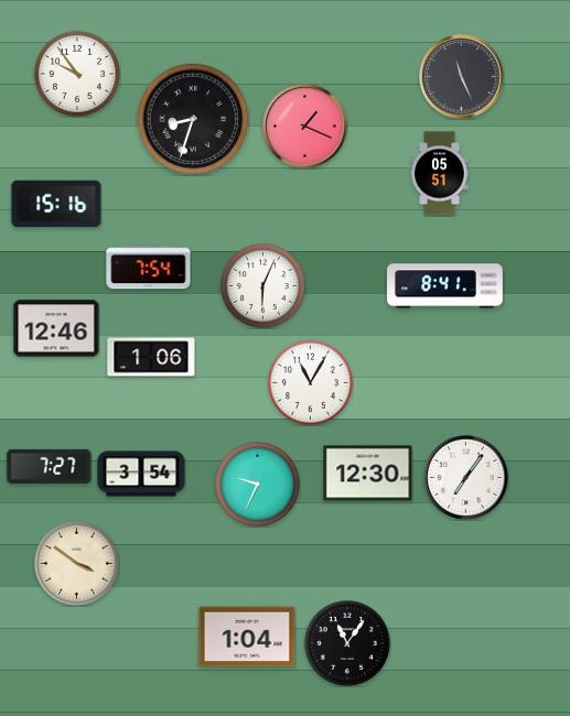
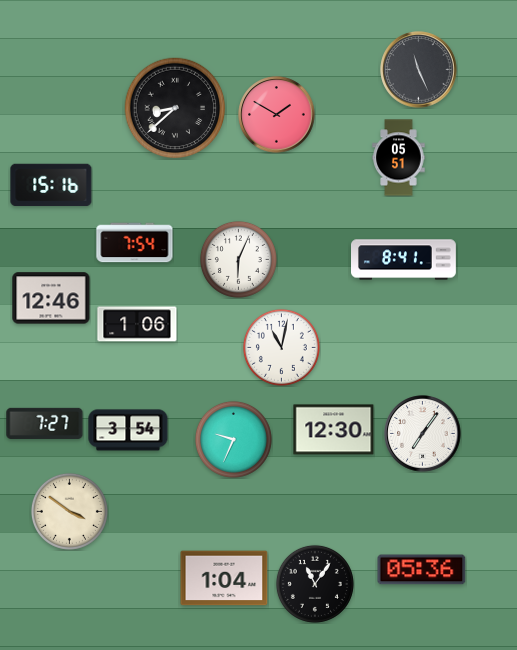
clock at (77, 74): 9:54 -> none
clock at (193, 119): 8:33 -> 8:38
clock at (305, 127): 1:19 -> 1:50
clock at (310, 382): 11:05 -> 11:02
clock at (422, 570): none -> 05:36
